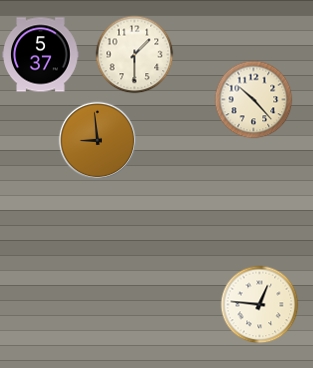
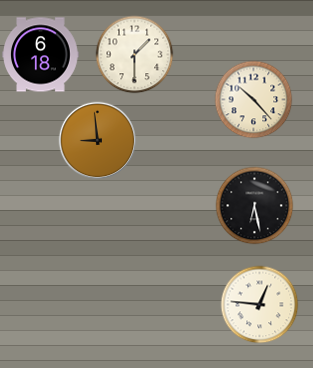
clock at (41, 55): 5:37 -> 6:18
clock at (254, 205): none -> 6:28
